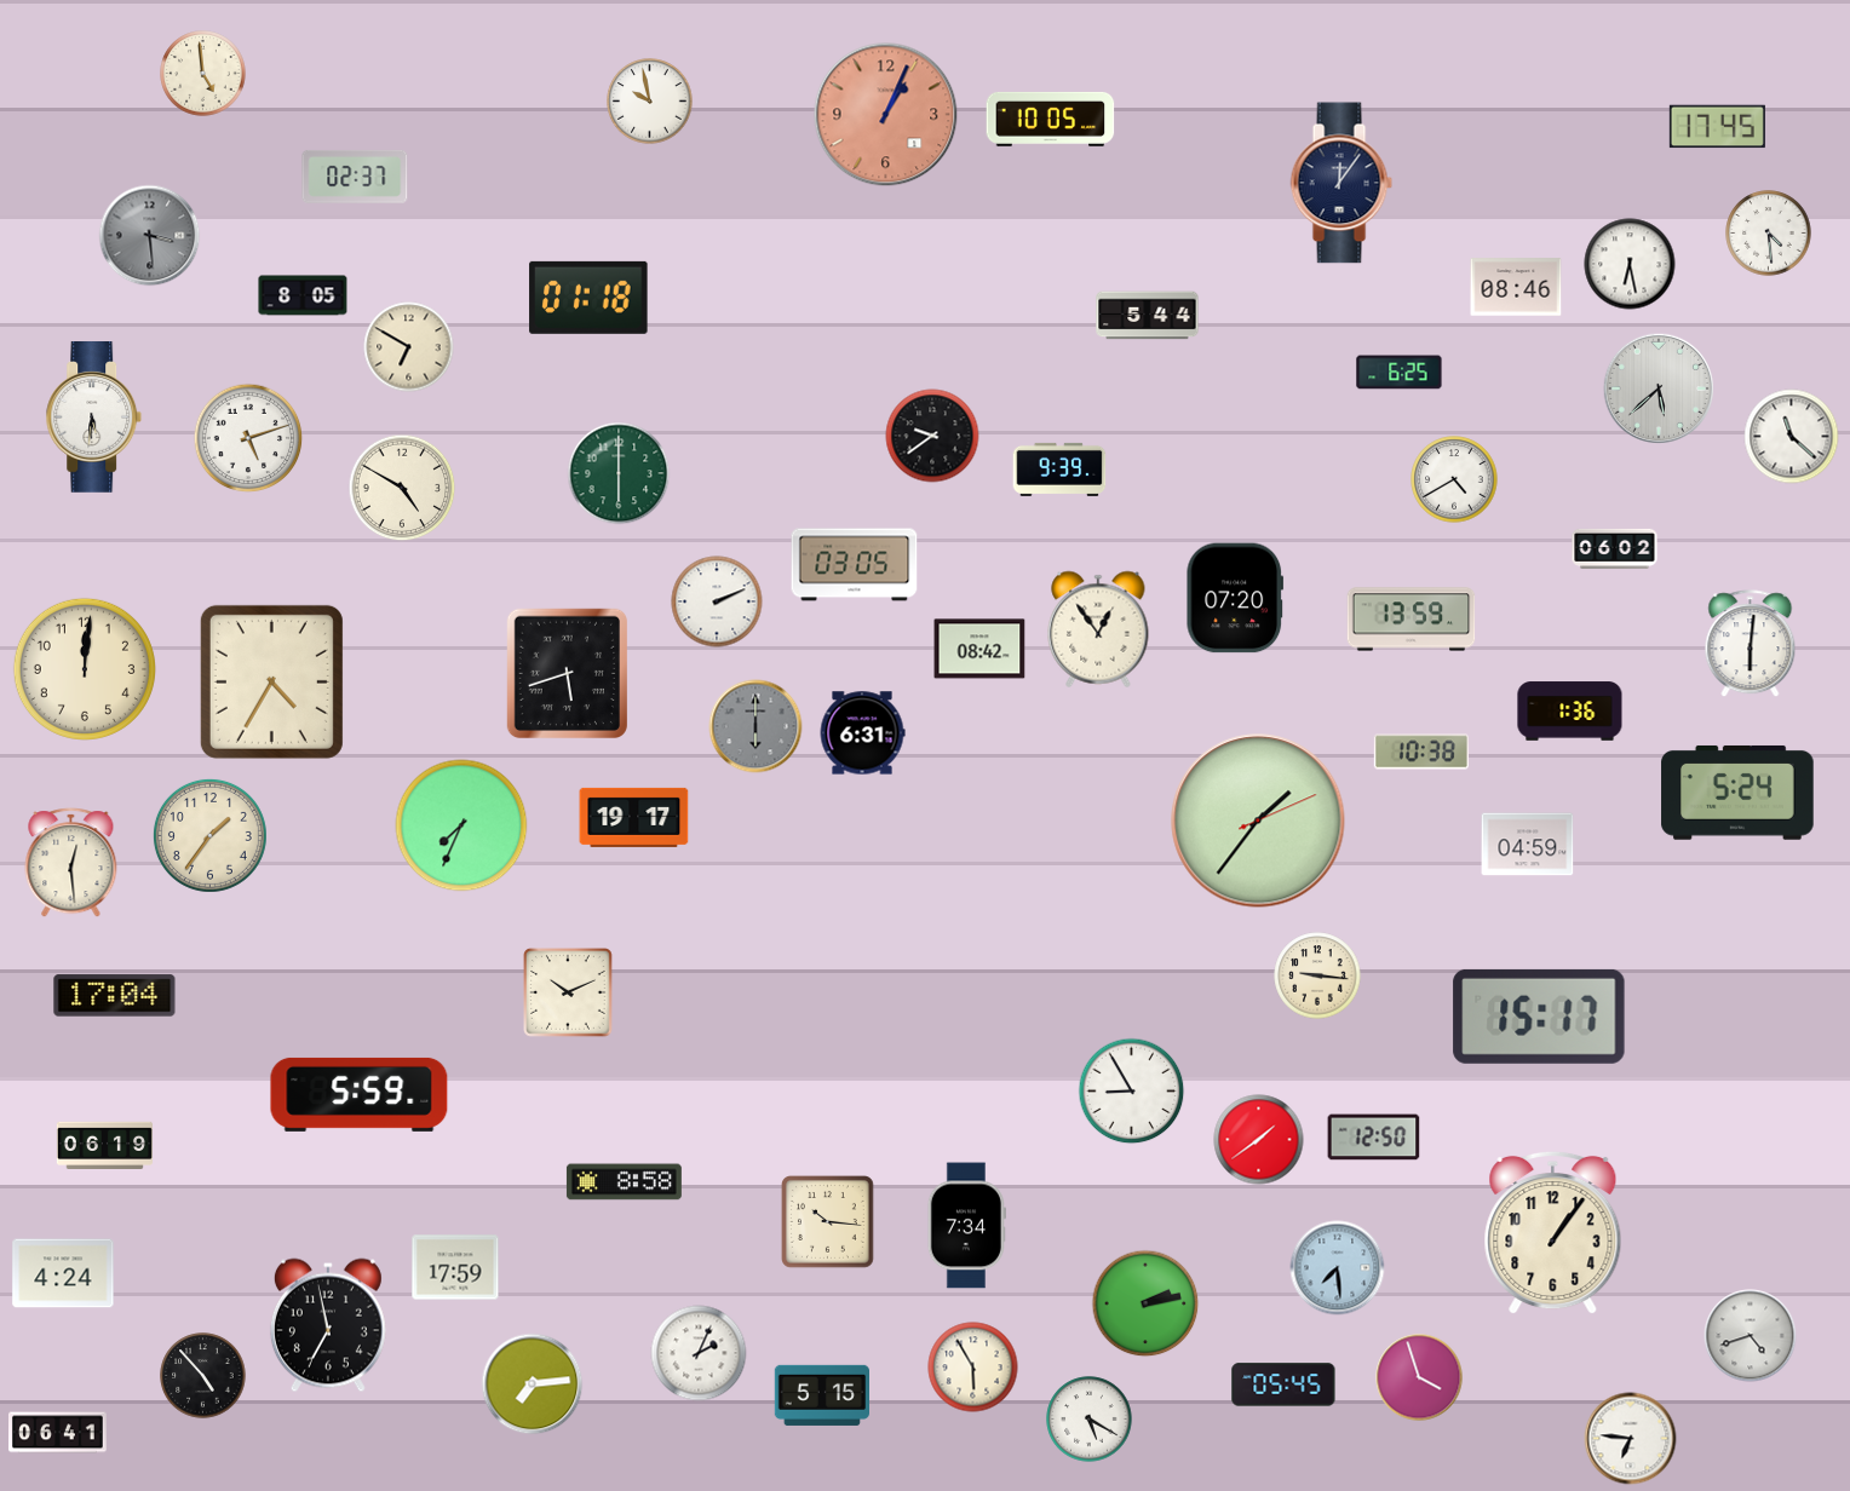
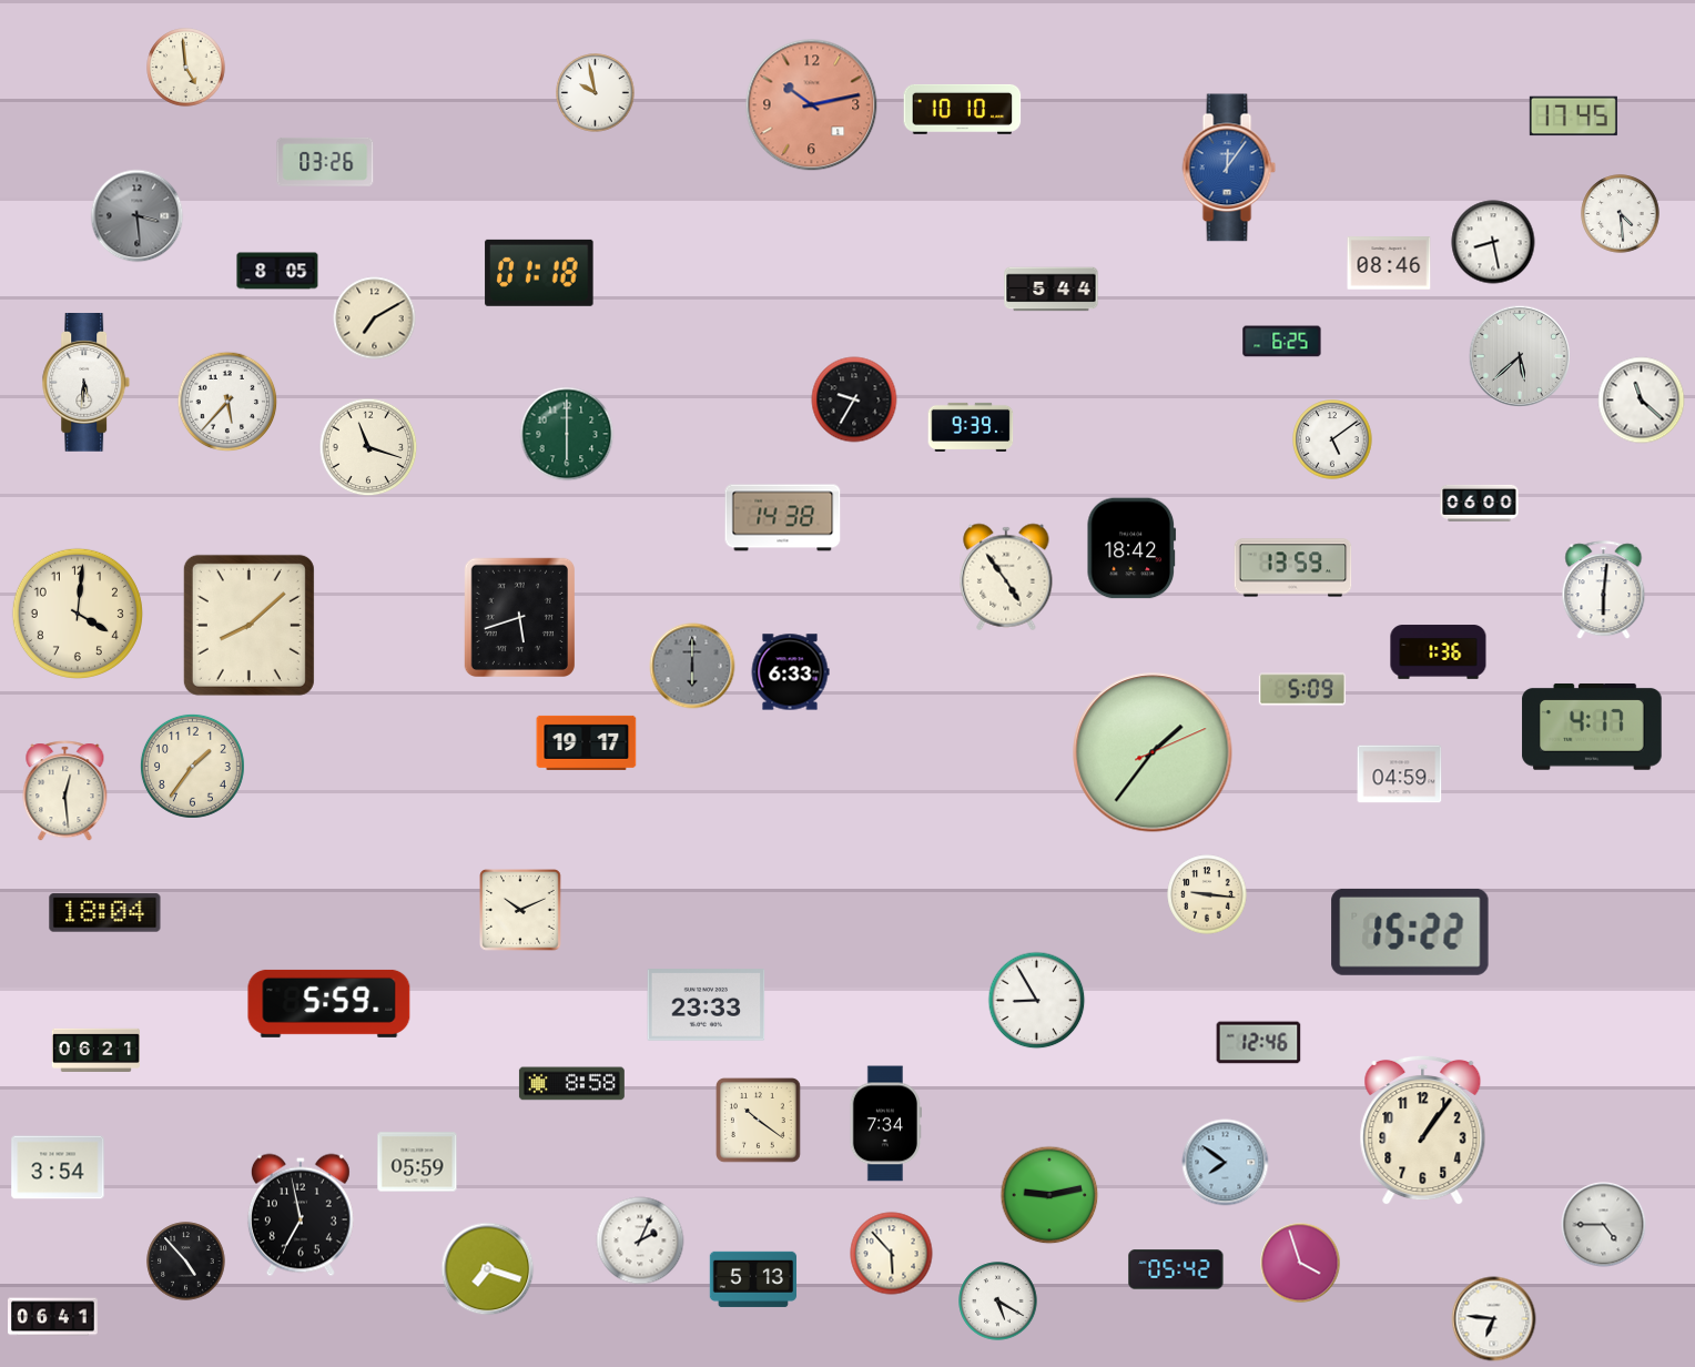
clock at (886, 115): 1:04 -> 10:13
clock at (1051, 119): 10:05 -> 10:10
clock at (355, 177): 02:37 -> 03:26
clock at (1341, 183) dial: navy -> blue
clock at (1630, 264): 6:28 -> 8:28
clock at (409, 347): 6:50 -> 7:10
clock at (932, 436): 9:39 -> 9:35
clock at (248, 438): 5:12 -> 5:37
clock at (1059, 470) position: (1059, 470) -> (971, 427)
clock at (1454, 479): 4:40 -> 5:09
clock at (402, 488): 4:50 -> 11:18
clock at (1615, 548): 06:02 -> 06:00
clock at (855, 565): 03:05 -> 14:38
clock at (1235, 598): 07:20 -> 18:42
clock at (717, 601): 2:11 -> none
clock at (1098, 629): 12:54 -> 4:54
clock at (979, 649): 08:42 -> none
clock at (85, 669): 12:01 -> 4:01
clock at (271, 681): 4:35 -> 8:08
clock at (862, 733): 6:31 -> 6:33
clock at (1420, 752): 10:38 -> 5:09
clock at (1737, 793): 5:24 -> 4:17
clock at (634, 817) position: (634, 817) -> (587, 742)
clock at (461, 825): 7:34 -> none
clock at (115, 996): 17:04 -> 18:04
clock at (1539, 1017): 15:17 -> 15:22
clock at (707, 1005): none -> 23:33
clock at (1374, 1138): 12:50 -> 12:46
clock at (1259, 1140): 1:39 -> none
clock at (104, 1145): 06:19 -> 06:21
clock at (828, 1222): 10:16 -> 10:21
clock at (455, 1267): 17:59 -> 05:59
clock at (1338, 1268): 7:29 -> 7:51
clock at (63, 1273): 4:24 -> 3:54
clock at (1145, 1303): 2:13 -> 9:13
clock at (1751, 1336): 4:42 -> 4:45
clock at (973, 1368): 5:55 -> 5:53
clock at (533, 1384): 7:14 -> 7:18
clock at (1283, 1384): 05:45 -> 05:42
clock at (821, 1395): 5:15 -> 5:13
clock at (58, 1433) position: (58, 1433) -> (53, 1317)
